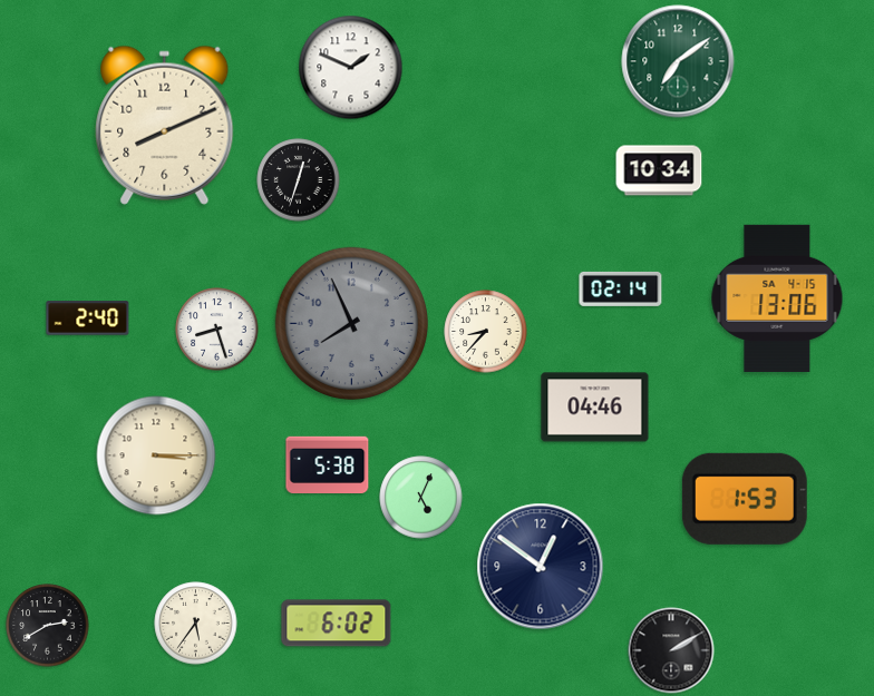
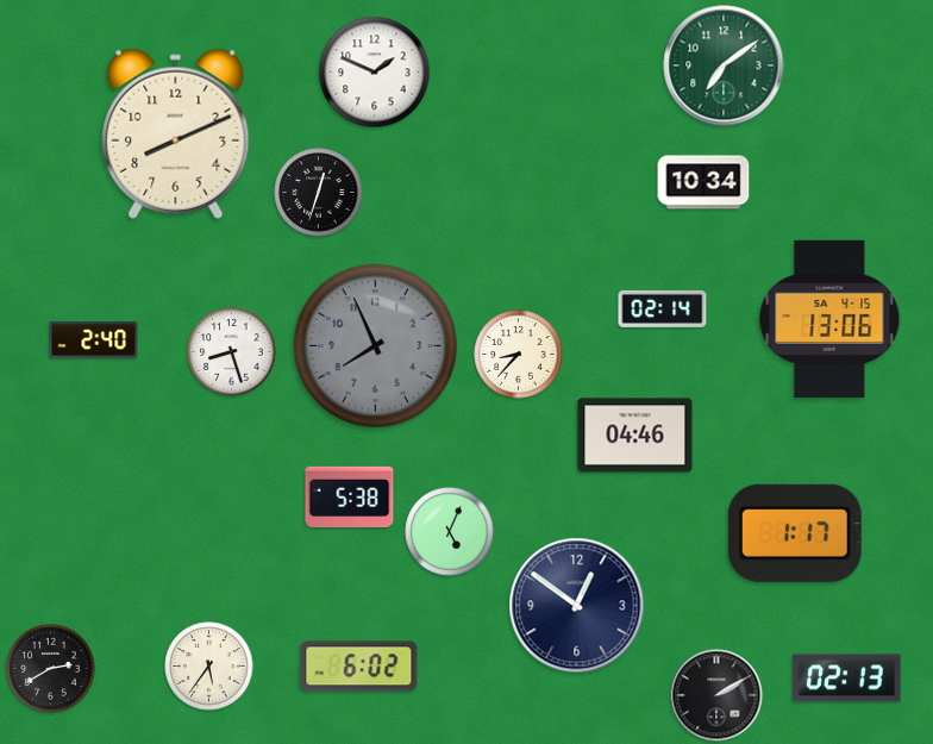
clock at (156, 455): 3:15 -> none
clock at (745, 499): 1:53 -> 1:17
clock at (847, 679): none -> 02:13
